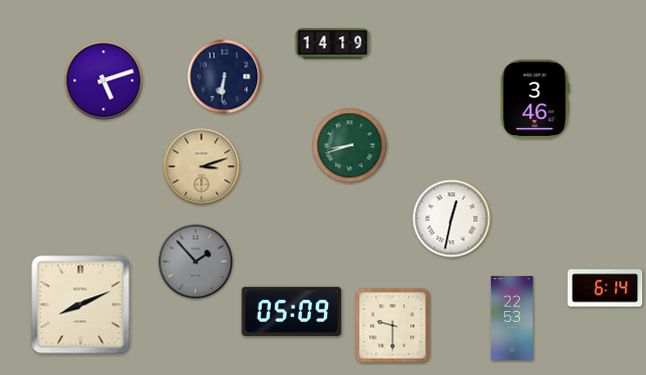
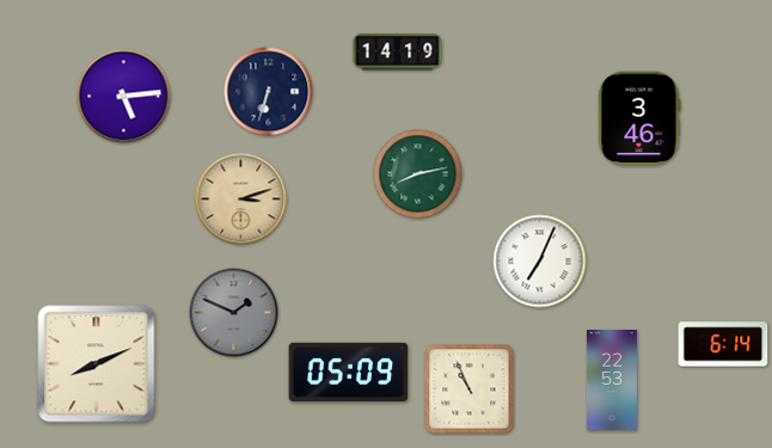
clock at (225, 77): 6:31 -> 6:33
clock at (104, 81): 5:12 -> 5:14
clock at (350, 146): 8:42 -> 8:13
clock at (452, 219): 12:32 -> 7:04
clock at (196, 262): 1:53 -> 1:49
clock at (393, 326): 9:30 -> 10:56
